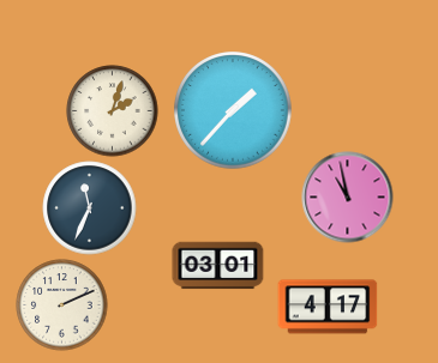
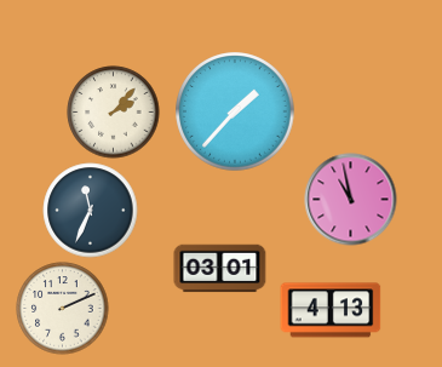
clock at (113, 111): 2:03 -> 2:07
clock at (328, 307): 4:17 -> 4:13
